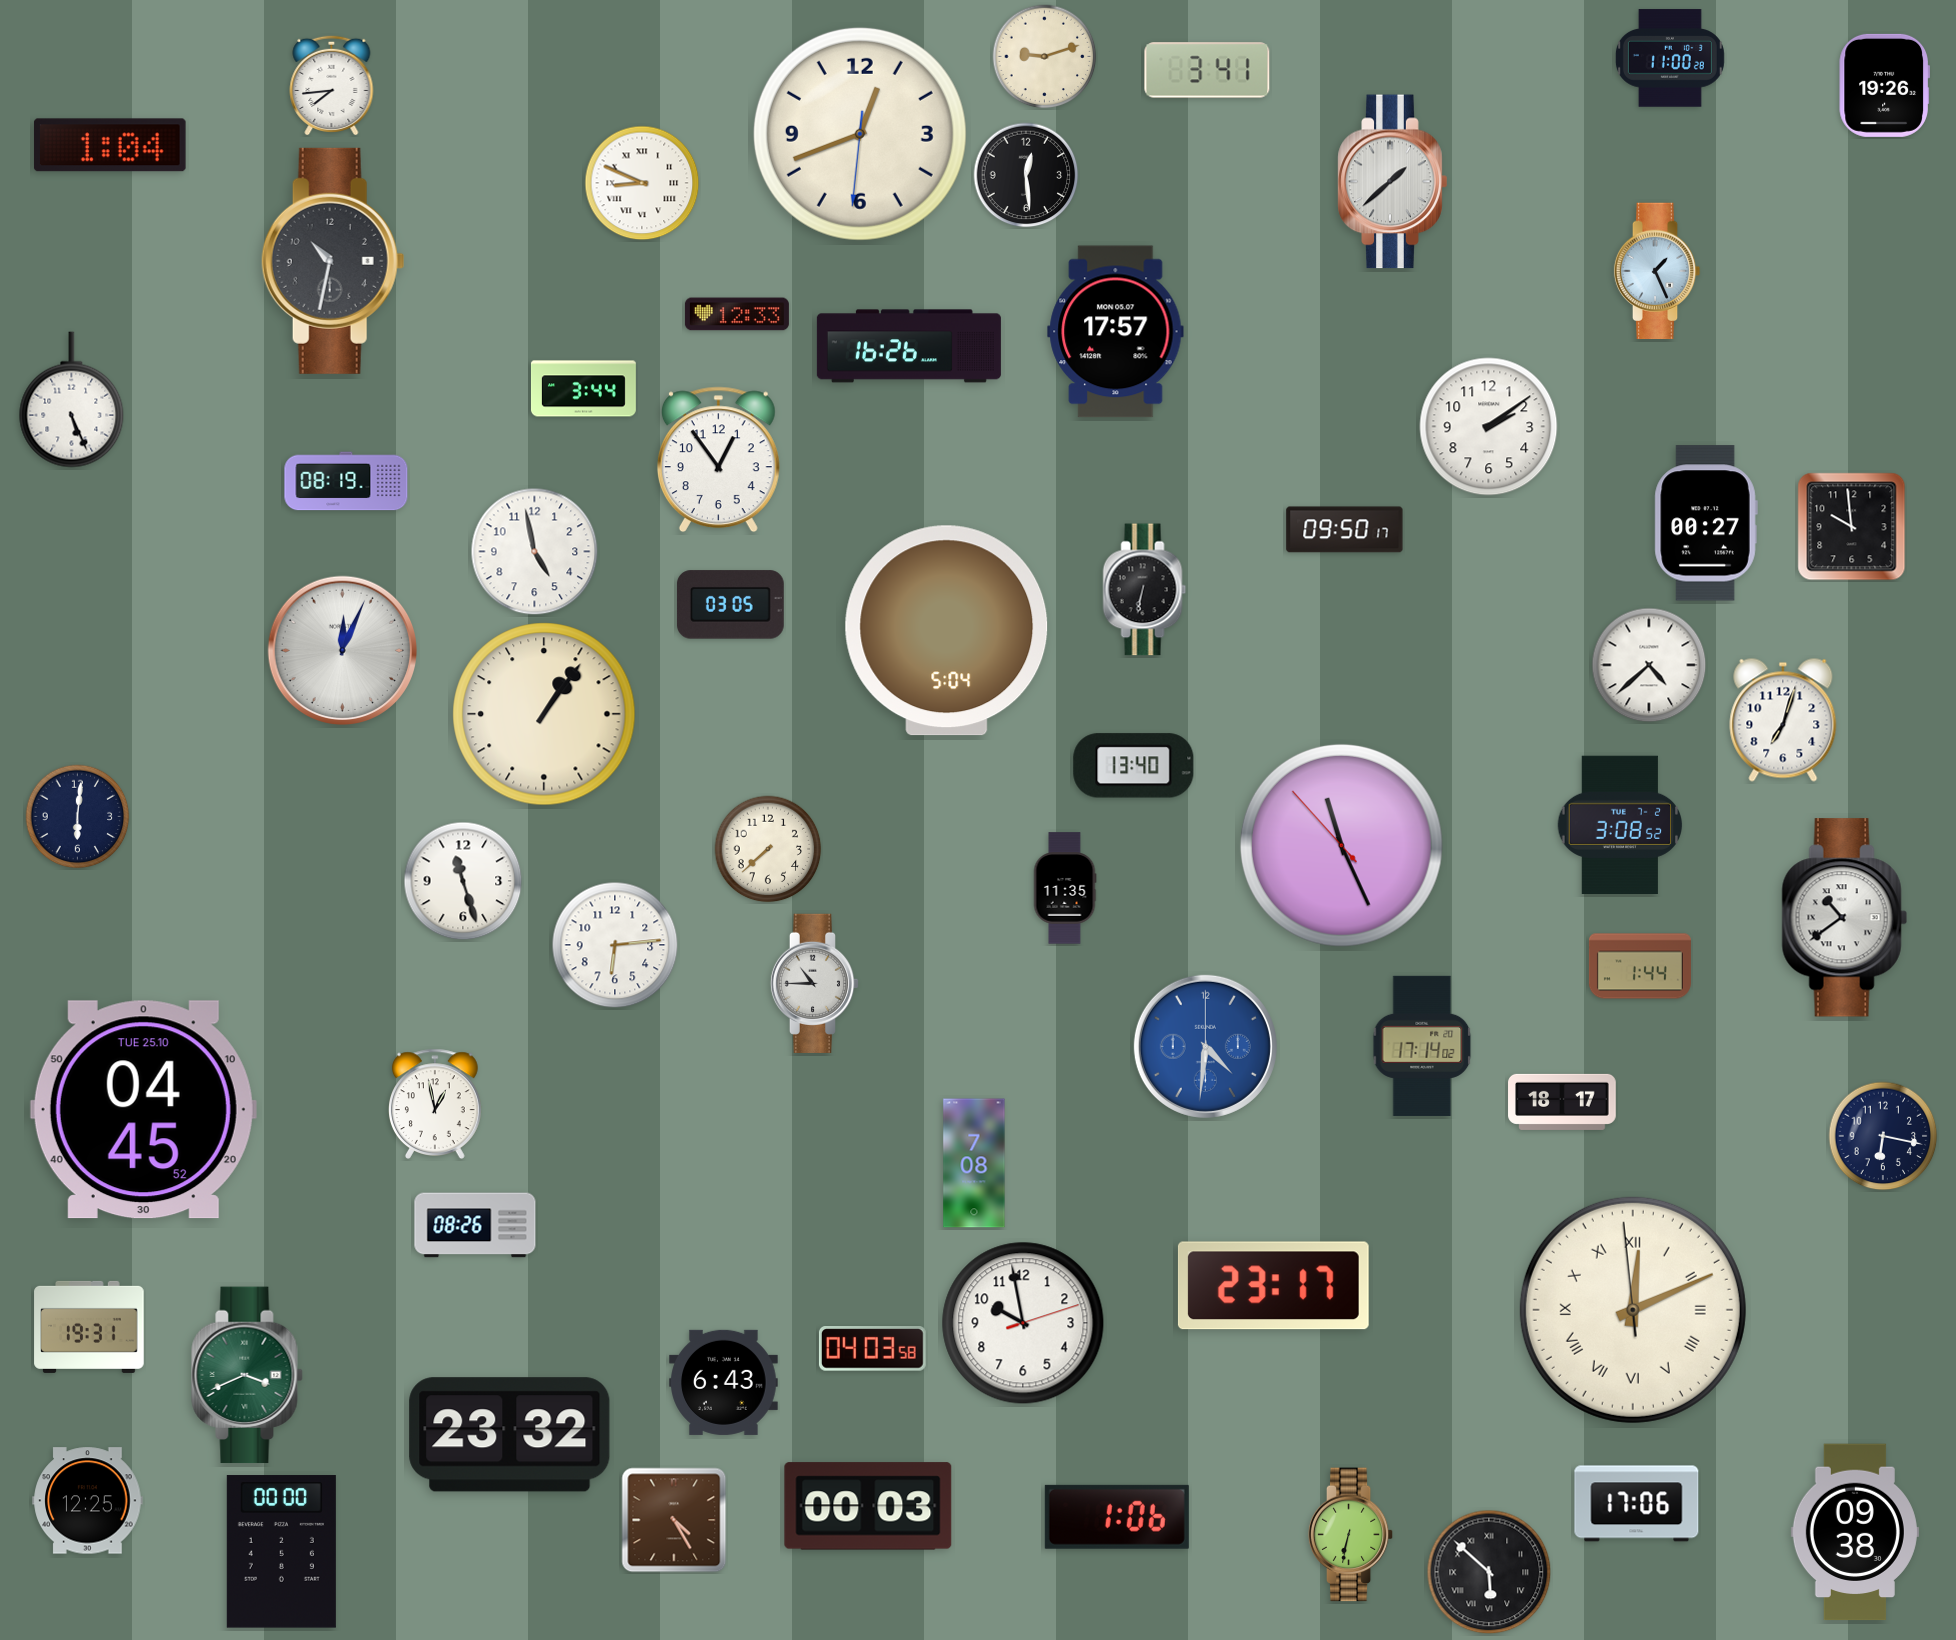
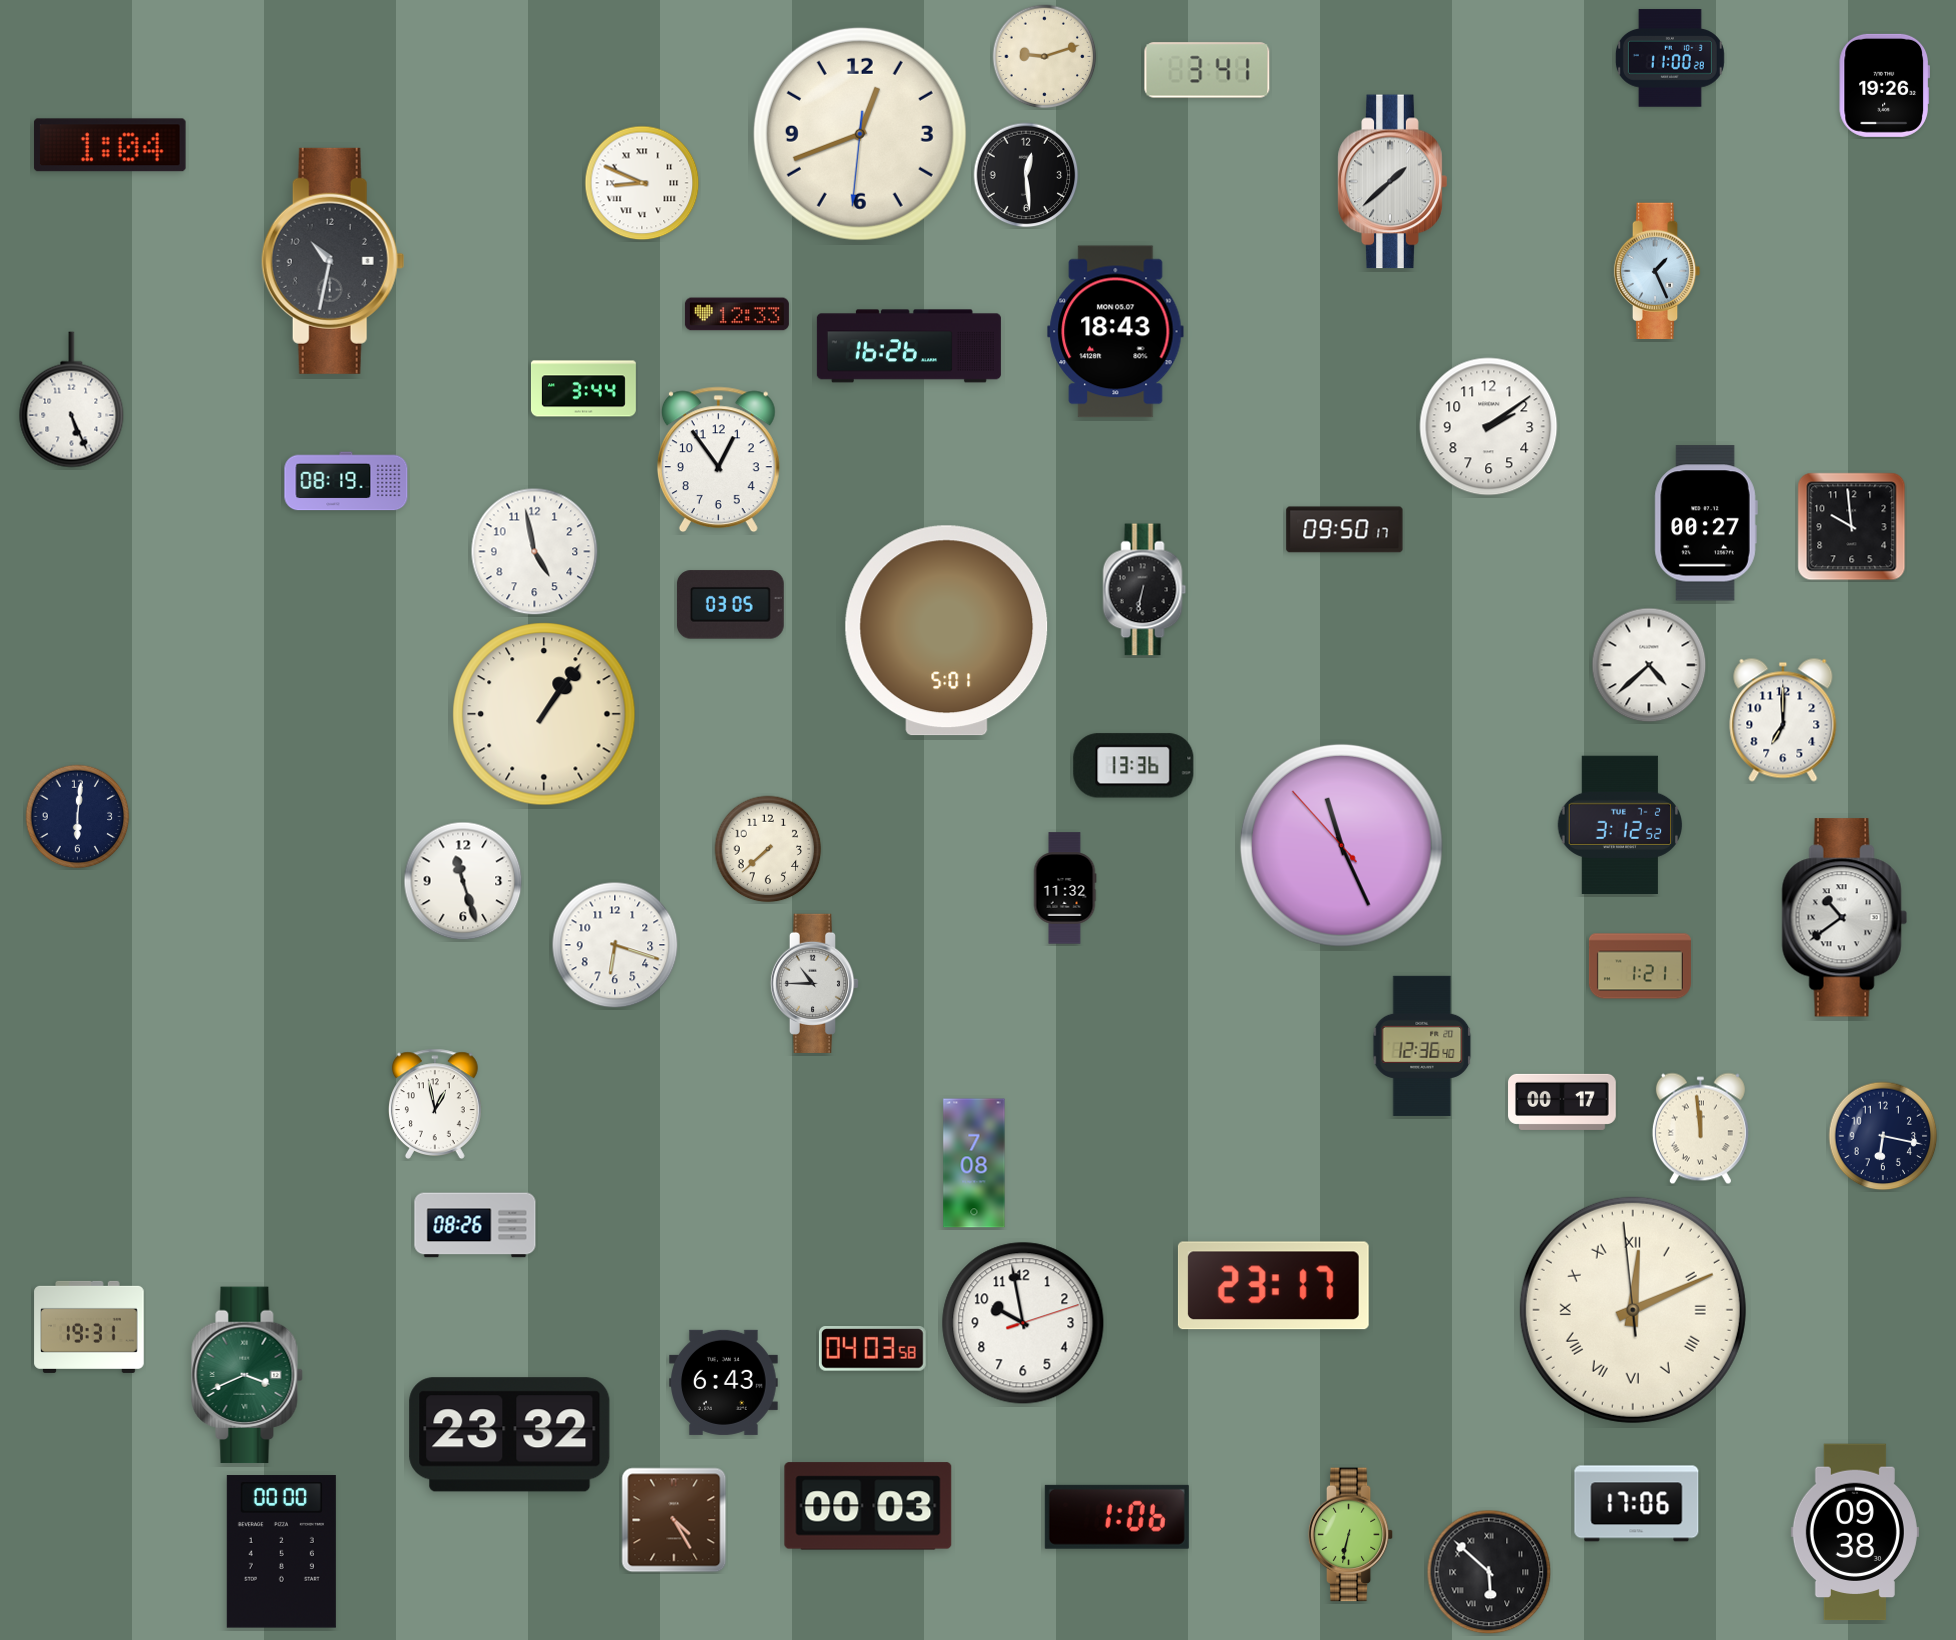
clock at (332, 85): 7:44 -> none
clock at (1116, 332): 17:57 -> 18:43
clock at (947, 631): 5:04 -> 5:01
clock at (342, 650): 12:04 -> none
clock at (1783, 720): 7:03 -> 7:00
clock at (1134, 766): 13:40 -> 13:36
clock at (1620, 824): 3:08 -> 3:12
clock at (1065, 888): 11:35 -> 11:32
clock at (615, 945): 6:14 -> 6:18
clock at (1640, 966): 1:44 -> 1:21
clock at (1205, 1046): 4:31 -> none
clock at (1422, 1046): 17:14 -> 12:36
clock at (1562, 1102): 18:17 -> 00:17
clock at (143, 1110): 04:45 -> none
clock at (1700, 1129): none -> 11:59
clock at (88, 1501): 12:25 -> none
